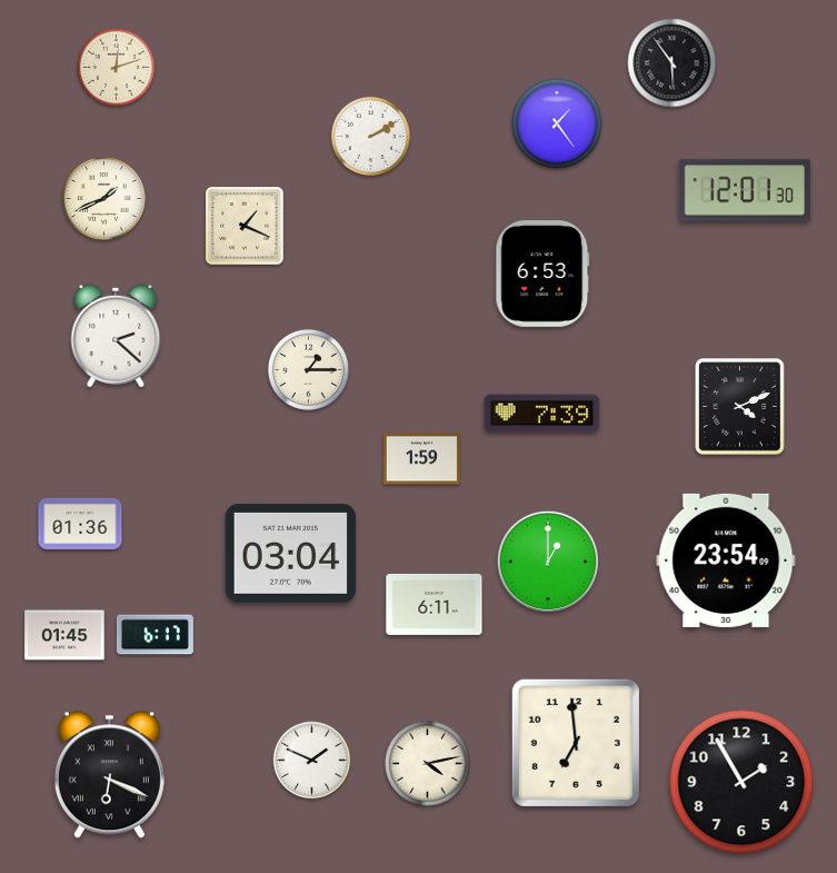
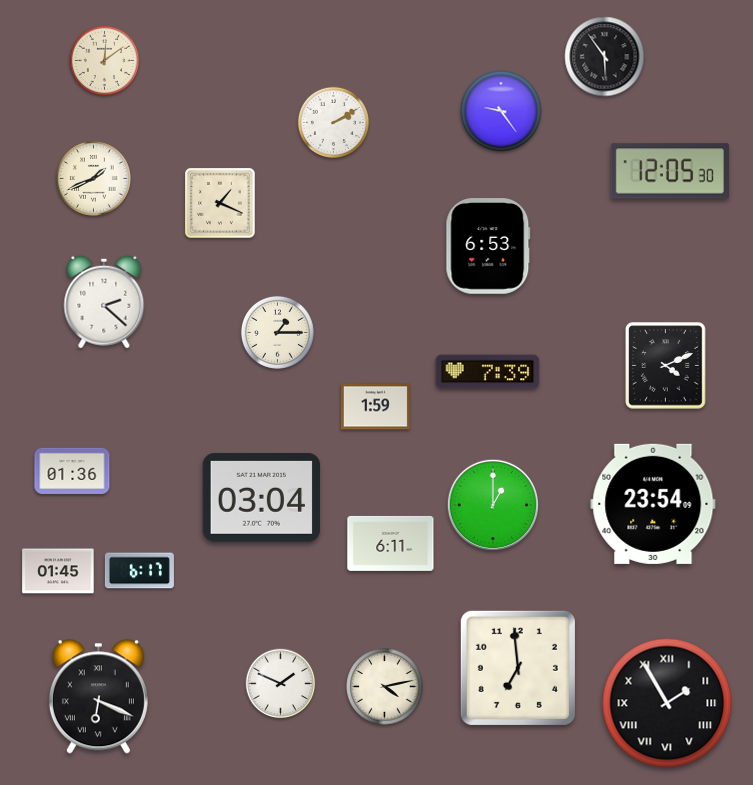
clock at (117, 68): 12:12 -> 12:09
clock at (557, 123): 1:24 -> 9:24
clock at (745, 190): 12:01 -> 12:05
clock at (421, 459) position: (421, 459) -> (375, 407)
clock at (741, 782) numerals: Arabic -> Roman
